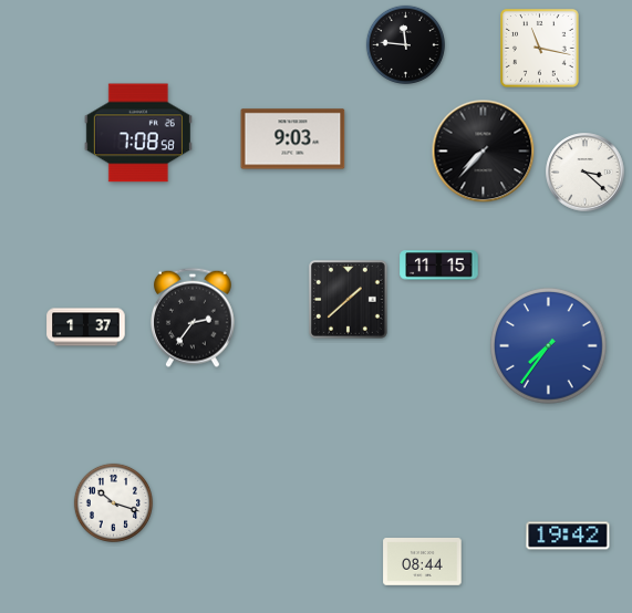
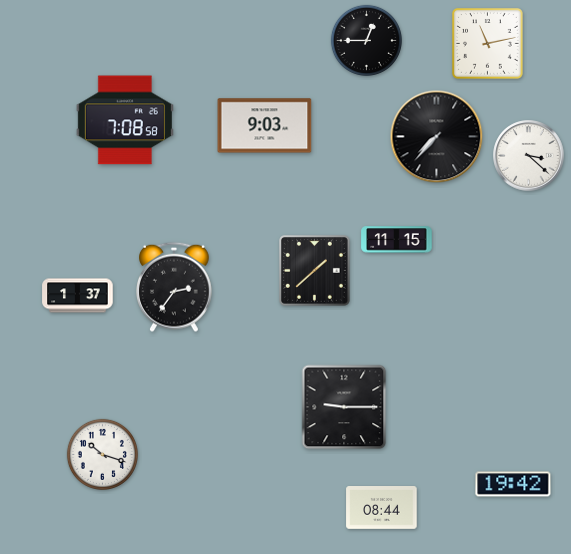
clock at (405, 44): 11:46 -> 12:45
clock at (540, 49): 11:17 -> 11:13
clock at (549, 346): 7:36 -> none
clock at (344, 407): none -> 9:15
